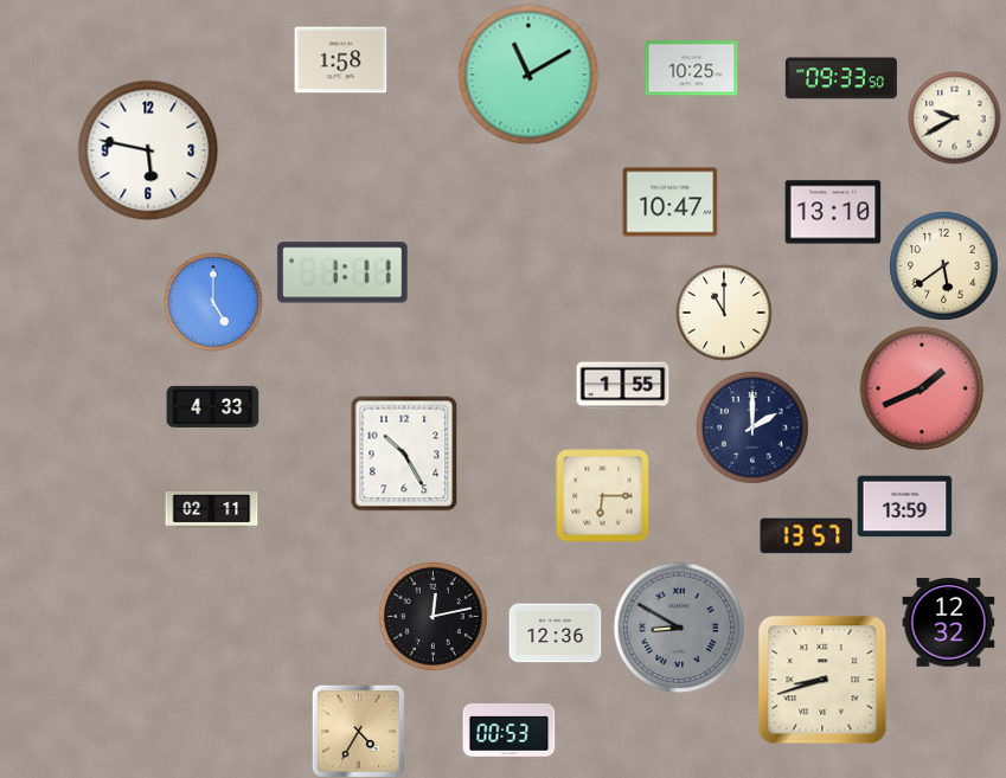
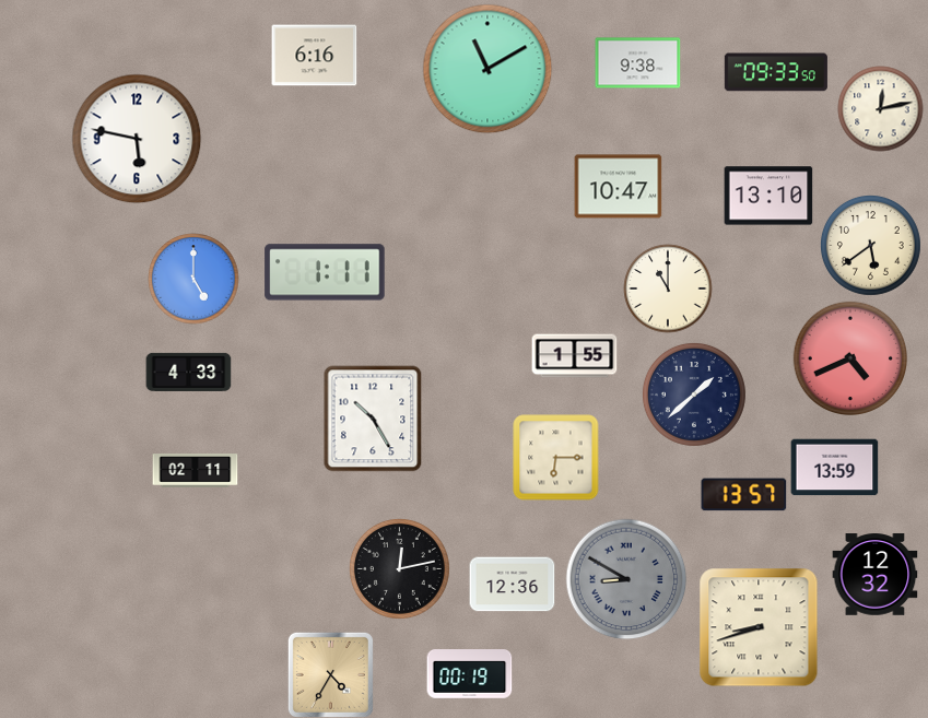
clock at (340, 60): 1:58 -> 6:16
clock at (691, 69): 10:25 -> 9:38
clock at (954, 117): 9:40 -> 12:13
clock at (342, 272) position: (342, 272) -> (325, 272)
clock at (213, 302) position: (213, 302) -> (193, 279)
clock at (921, 387): 1:41 -> 4:41
clock at (212, 406) position: (212, 406) -> (188, 372)
clock at (752, 427): 2:00 -> 1:38
clock at (508, 731): 00:53 -> 00:19
